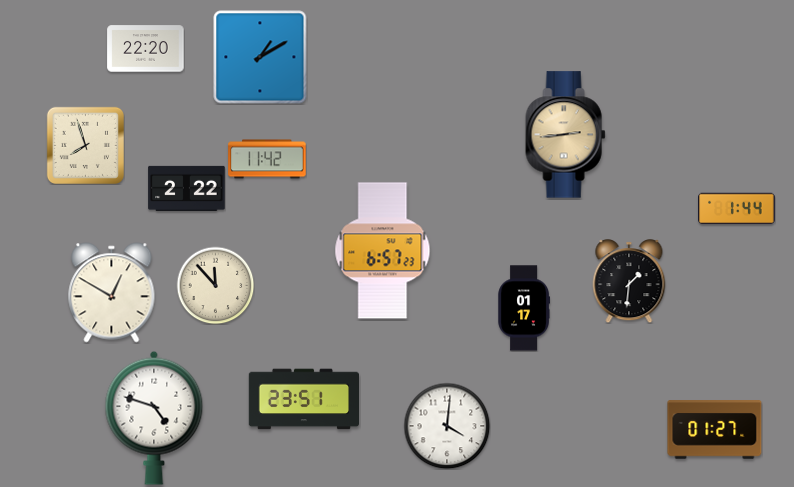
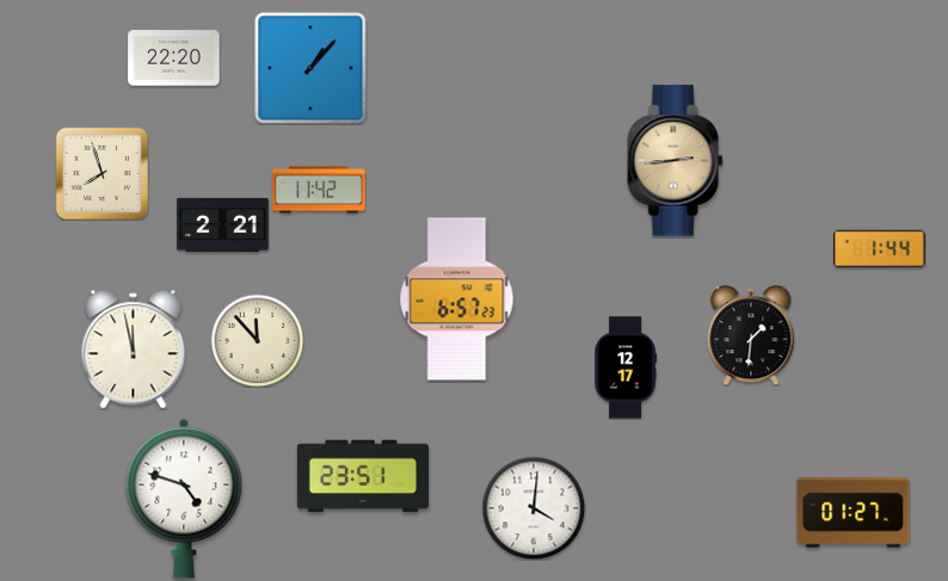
clock at (260, 57): 1:10 -> 1:07
clock at (187, 188): 2:22 -> 2:21
clock at (112, 293): 12:50 -> 11:58
clock at (524, 308): 01:17 -> 12:17
